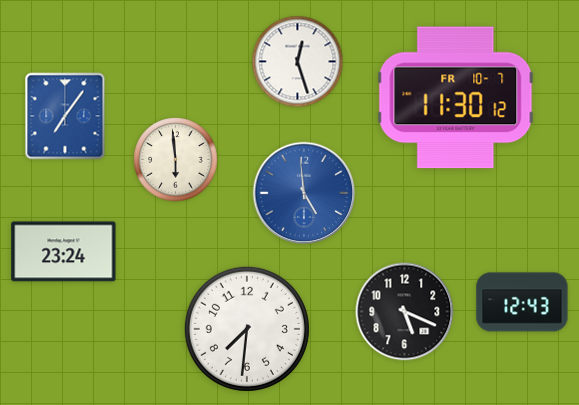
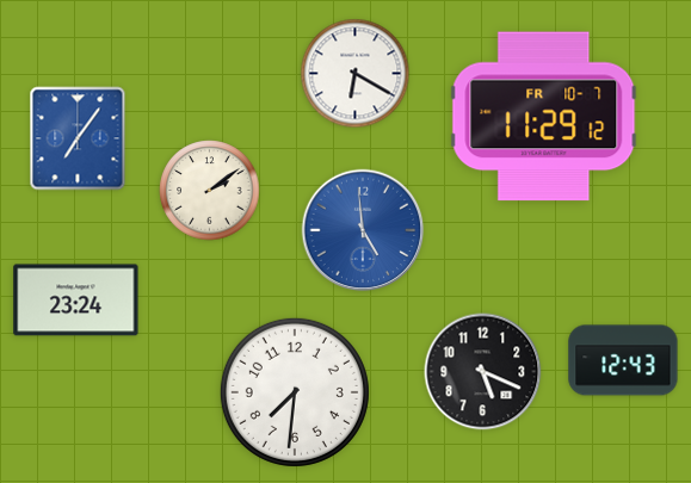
clock at (298, 62): 12:27 -> 6:20
clock at (456, 98): 11:30 -> 11:29
clock at (176, 160): 5:59 -> 2:09
